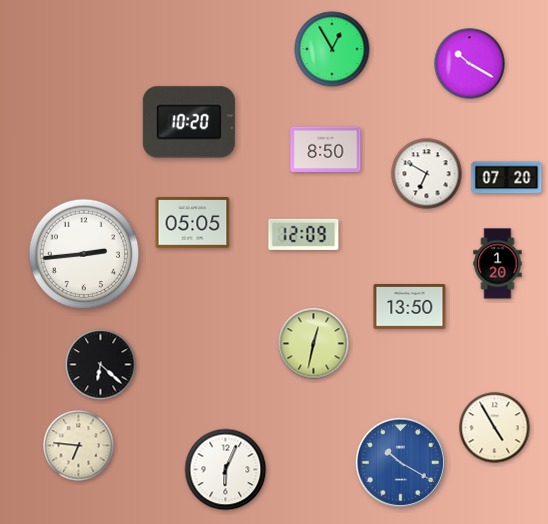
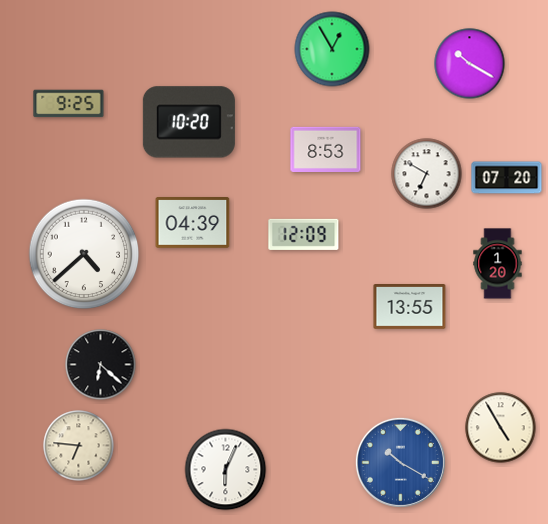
clock at (69, 104): none -> 9:25
clock at (326, 149): 8:50 -> 8:53
clock at (193, 223): 05:05 -> 04:39
clock at (84, 254): 2:44 -> 4:38
clock at (410, 307): 13:50 -> 13:55
clock at (314, 344): 12:32 -> none
clock at (495, 428) position: (495, 428) -> (501, 428)
